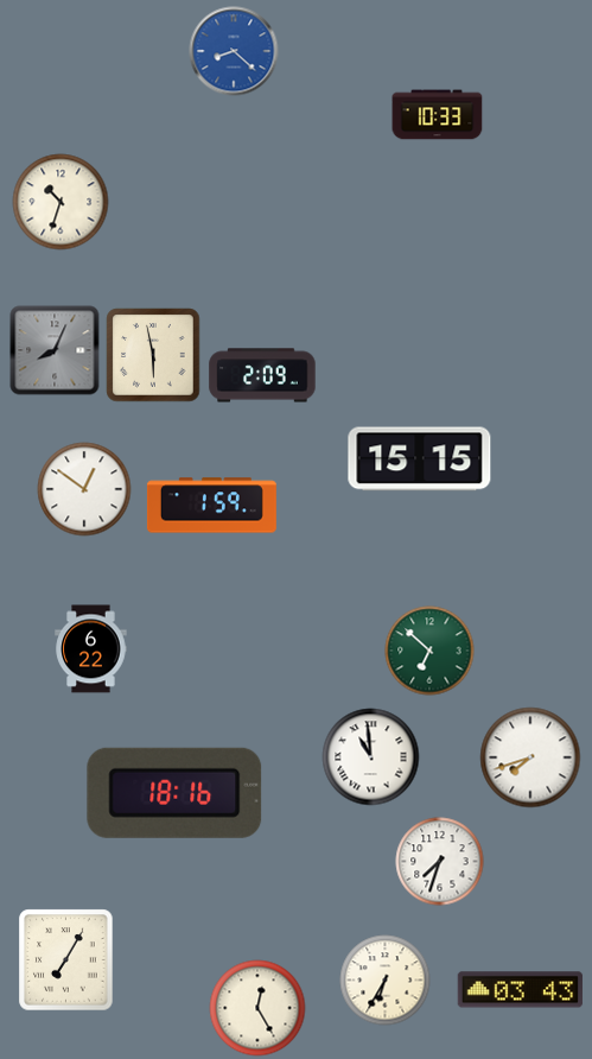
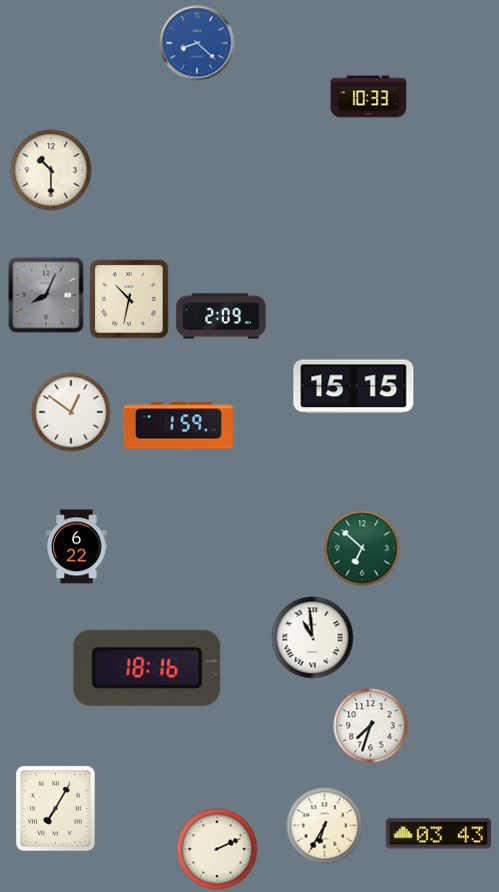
clock at (61, 202): 10:33 -> 10:30
clock at (153, 355): 5:58 -> 10:32
clock at (530, 757): 7:42 -> none
clock at (257, 1008): 12:25 -> 2:11
